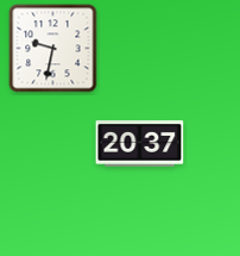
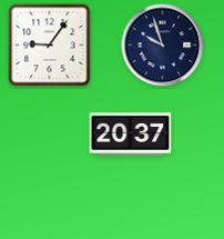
clock at (53, 49): 9:32 -> 9:06
clock at (163, 46): none -> 9:57
